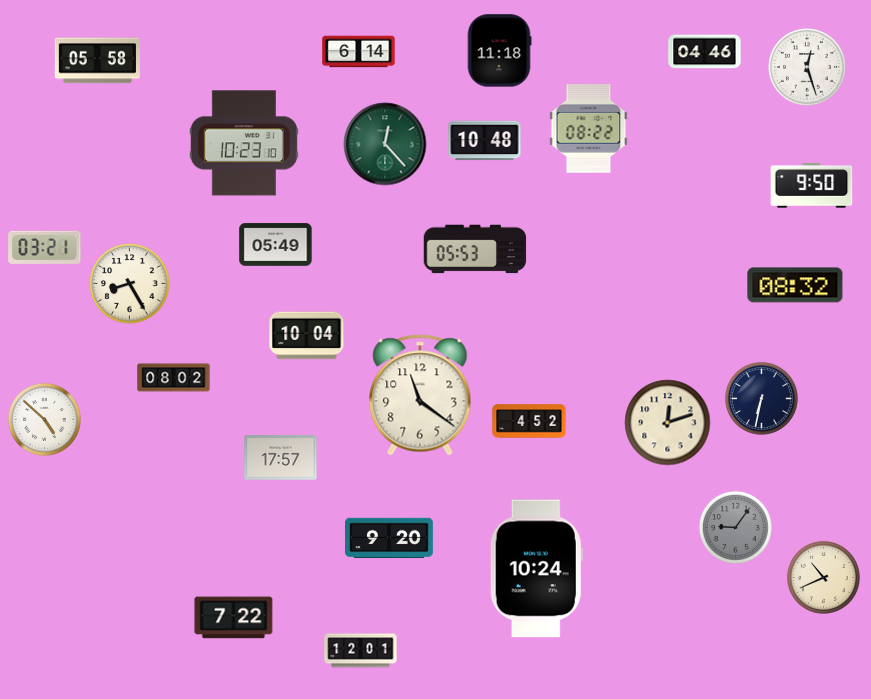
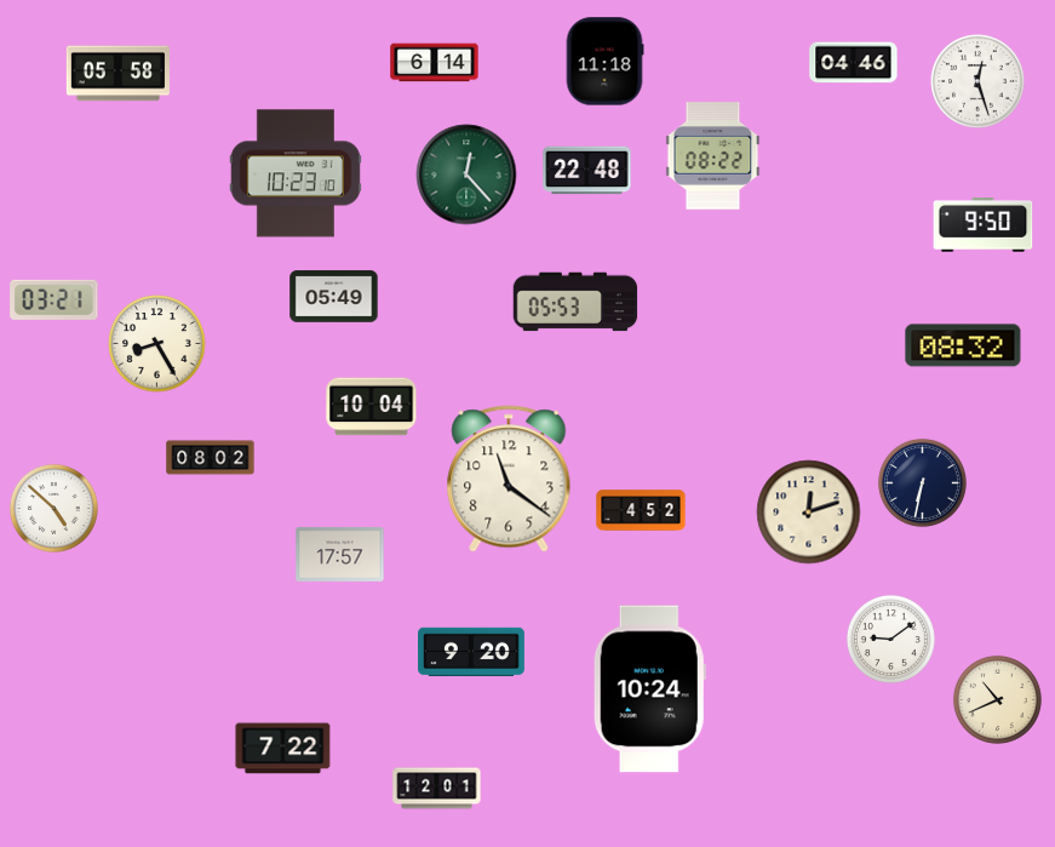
clock at (485, 141): 10:48 -> 22:48
clock at (735, 527): 9:06 -> 9:09
clock at (735, 527) dial: grey -> white
